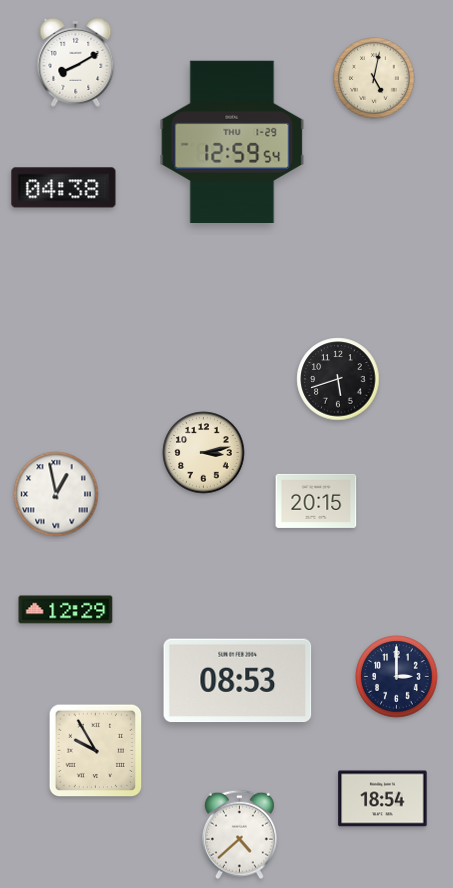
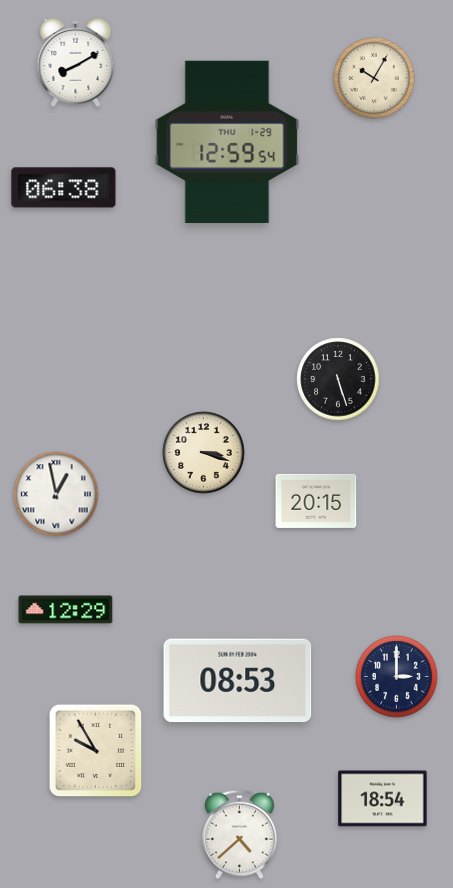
clock at (374, 78): 5:02 -> 10:05
clock at (232, 141) position: (232, 141) -> (227, 141)
clock at (64, 188): 04:38 -> 06:38
clock at (338, 379): 5:42 -> 5:27
clock at (204, 453): 3:13 -> 3:18
